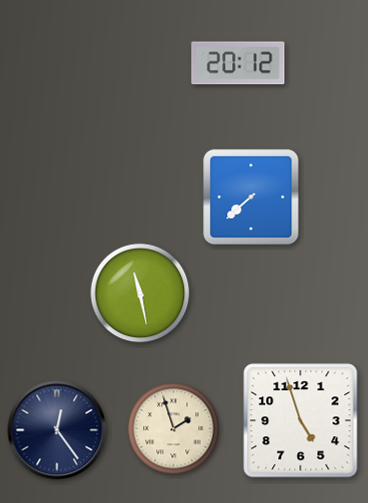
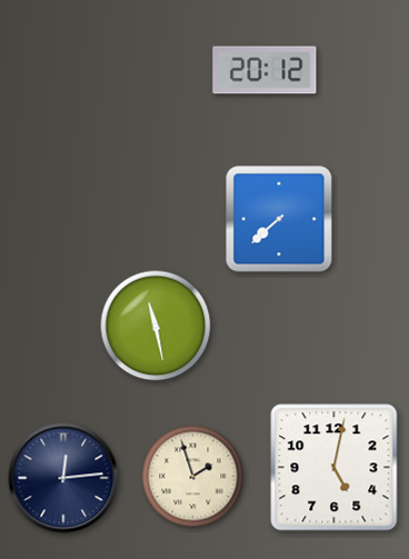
clock at (301, 421): 4:57 -> 5:02
clock at (57, 430): 12:24 -> 12:14
